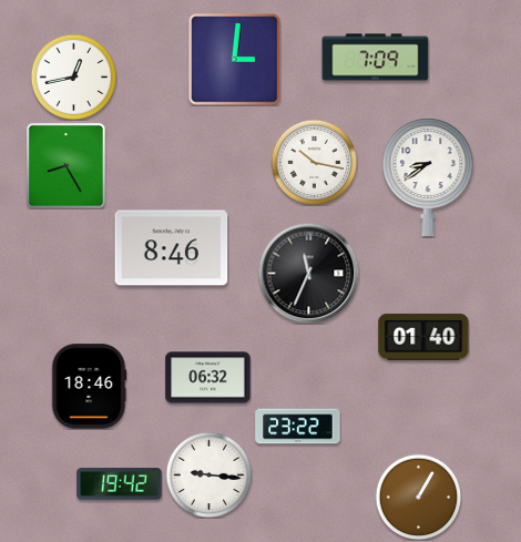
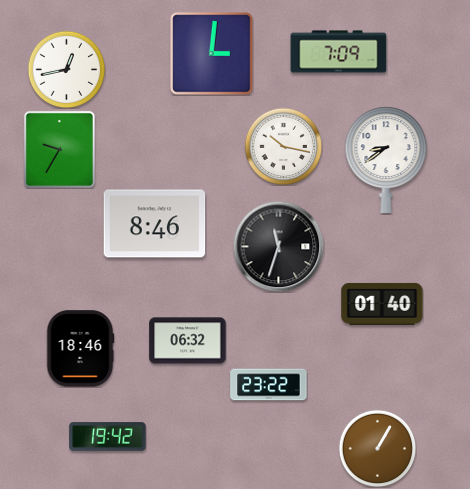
clock at (65, 165): 8:25 -> 9:35
clock at (308, 273): 11:34 -> 11:33
clock at (208, 474): 9:16 -> none
